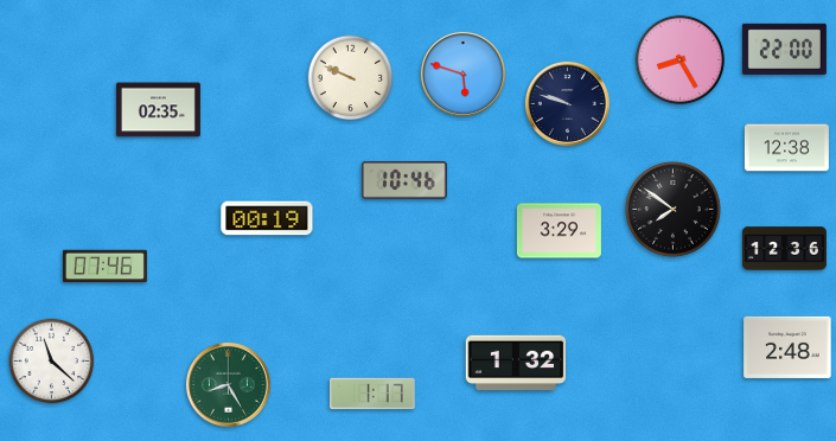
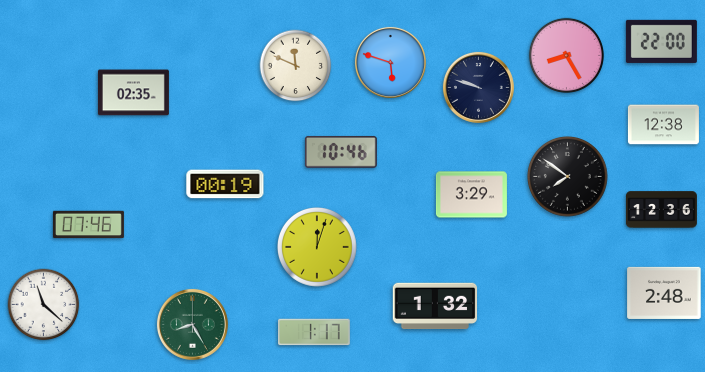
clock at (679, 59) position: (679, 59) -> (566, 55)
clock at (351, 78): 9:49 -> 11:49
clock at (318, 248): none -> 12:03
